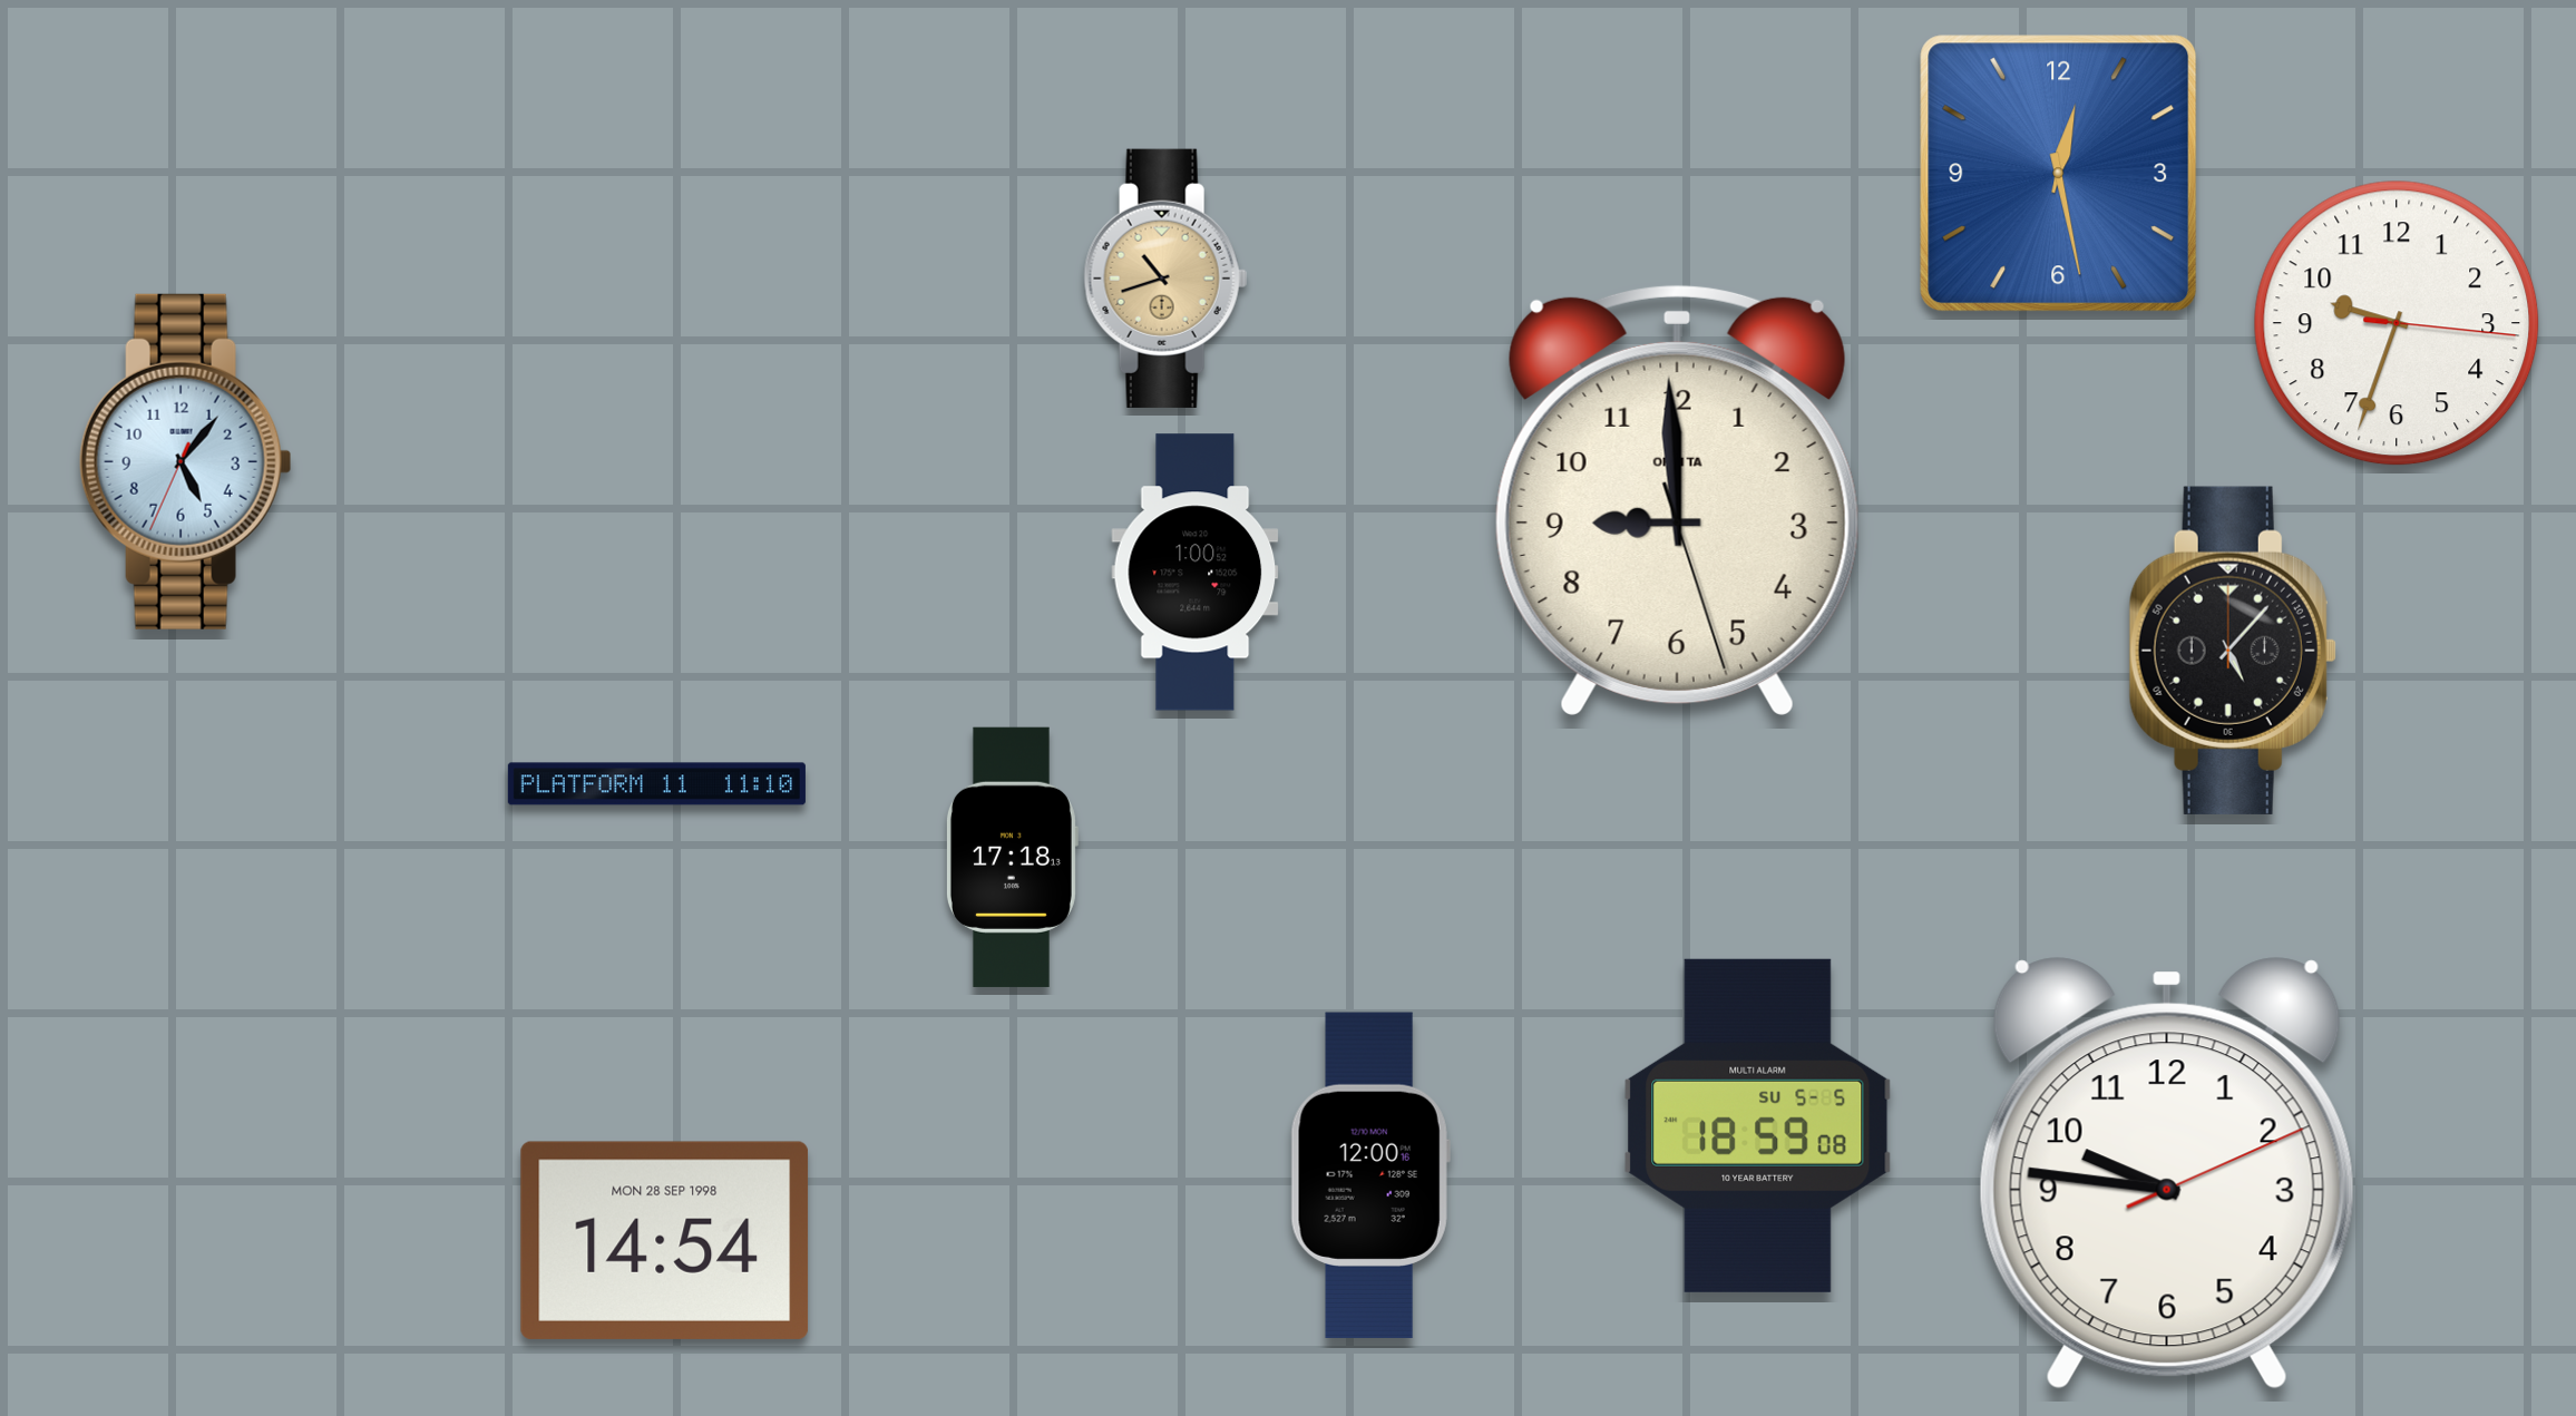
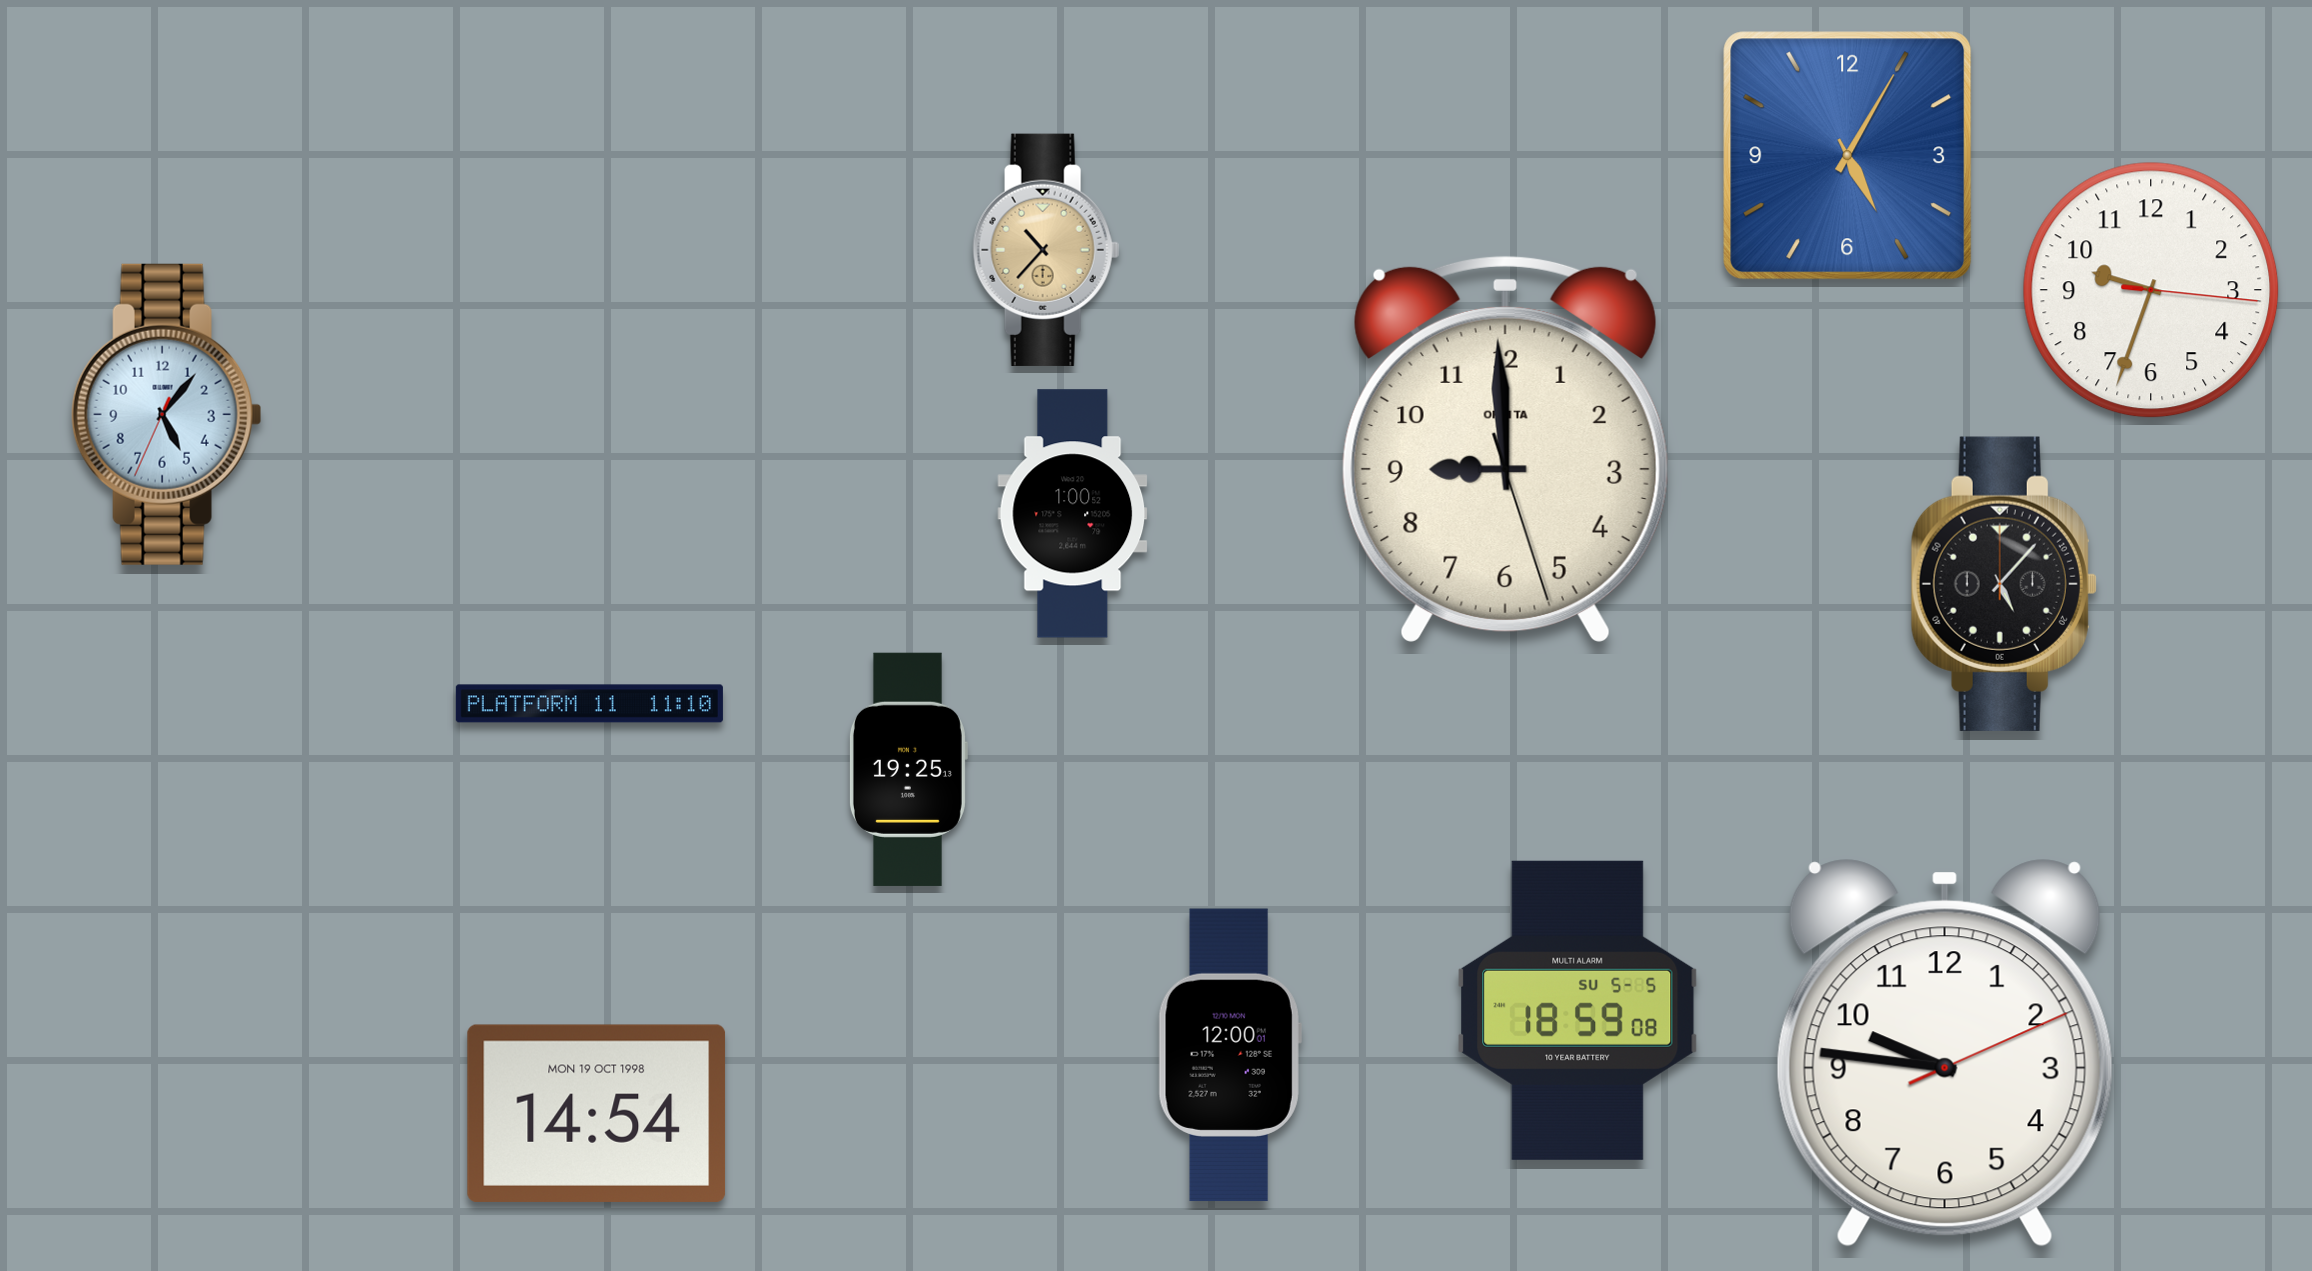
clock at (2059, 174): 12:28 -> 5:05
clock at (1165, 279): 10:42 -> 10:37
clock at (1012, 857): 17:18 -> 19:25
clock at (1370, 1175): 12:00:16 -> 12:00:01
clock at (665, 1240) date: MON 28 SEP 1998 -> MON 19 OCT 1998
